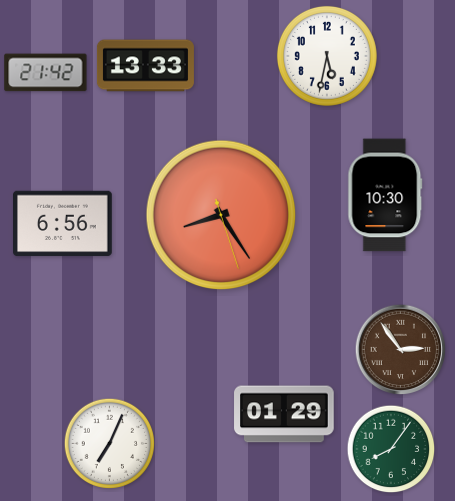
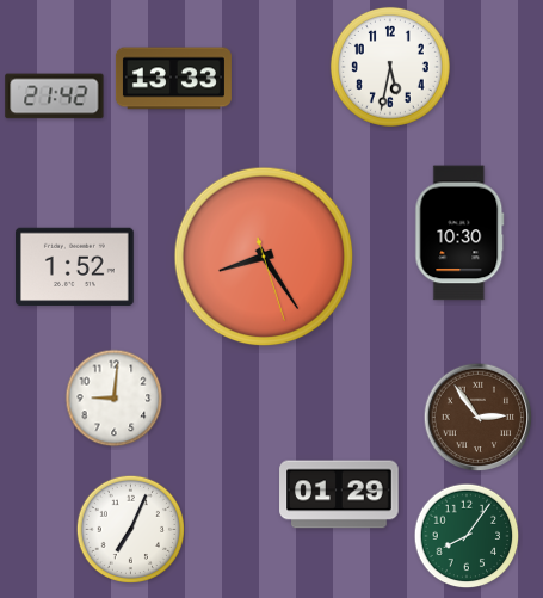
clock at (46, 73) position: (46, 73) -> (55, 97)
clock at (63, 224): 6:56 -> 1:52
clock at (115, 399): none -> 9:01
